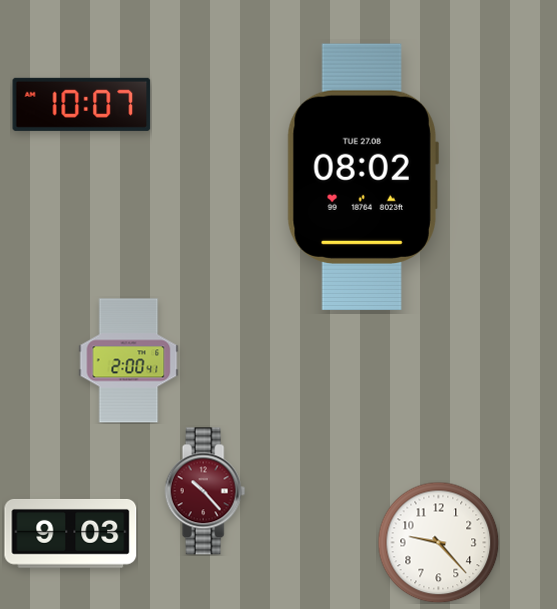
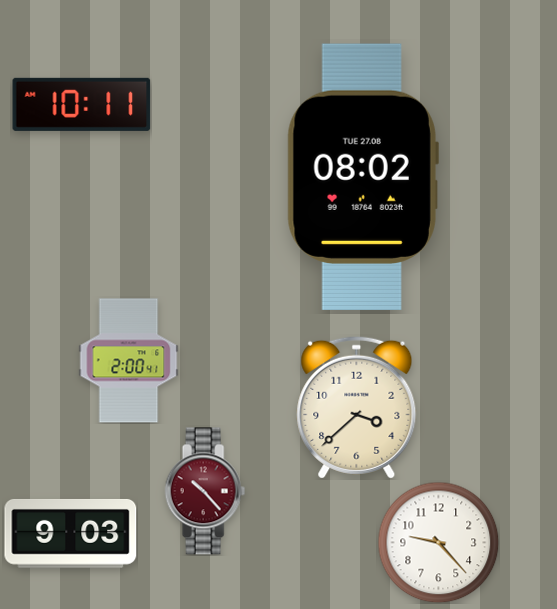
clock at (82, 104): 10:07 -> 10:11
clock at (357, 407): none -> 3:38
